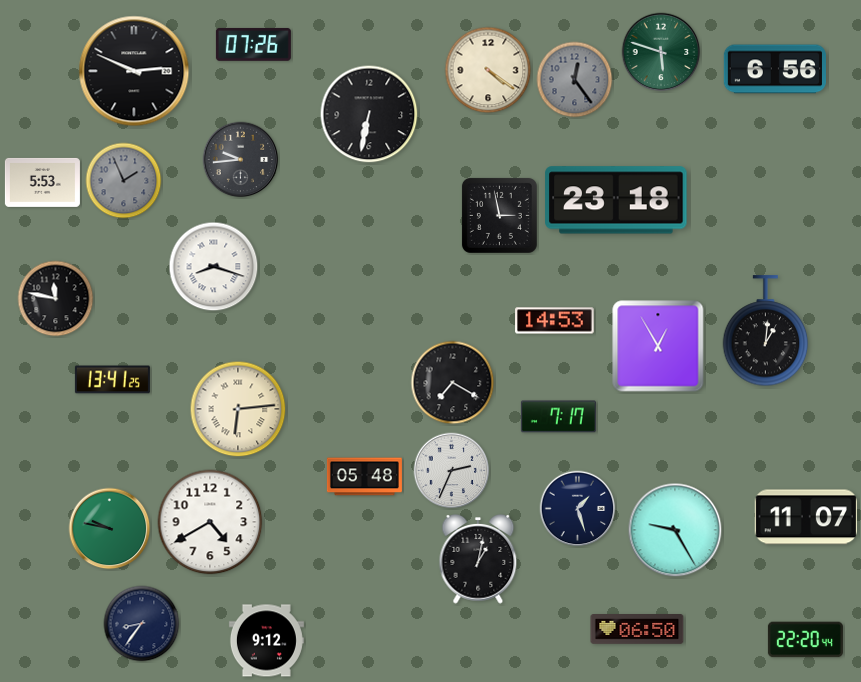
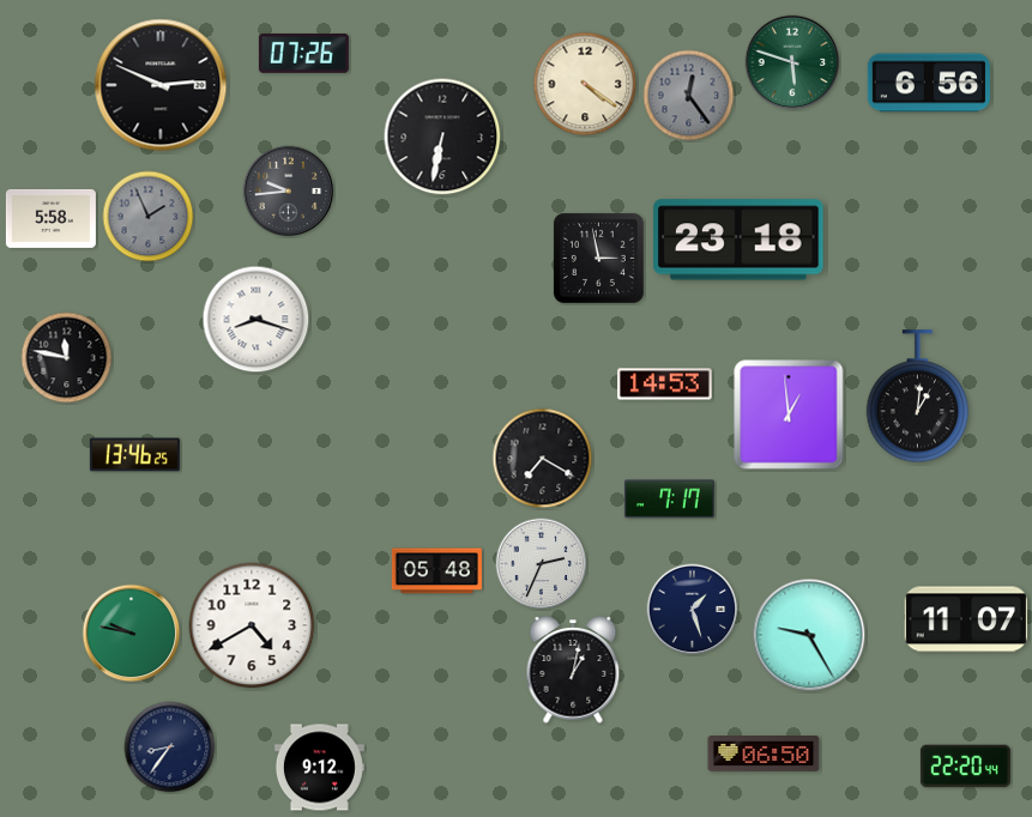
clock at (42, 182): 5:53 -> 5:58
clock at (658, 346): 12:55 -> 12:59
clock at (112, 380): 13:41 -> 13:46
clock at (238, 409): 6:14 -> none
